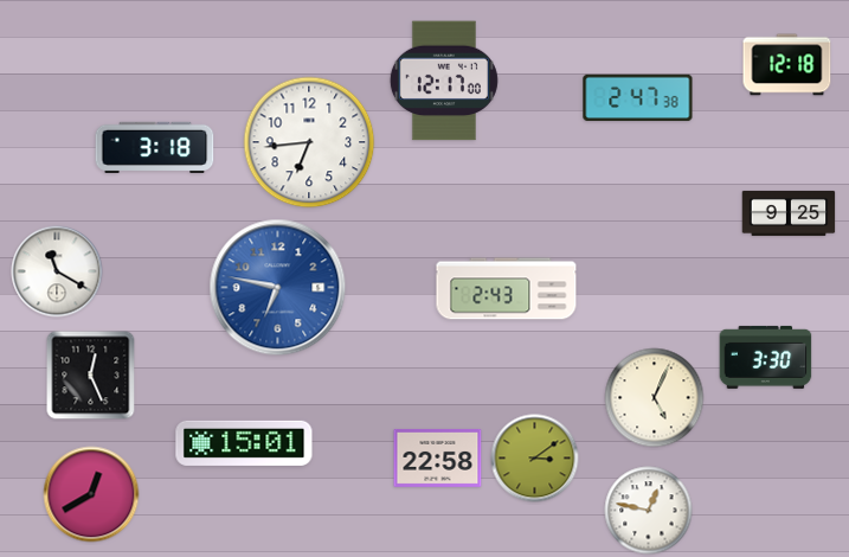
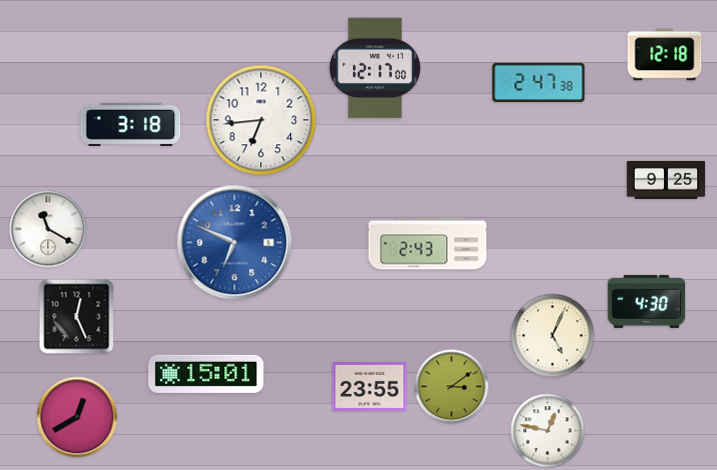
clock at (278, 288): 6:47 -> 6:49
clock at (766, 357): 3:30 -> 4:30
clock at (438, 457): 22:58 -> 23:55
